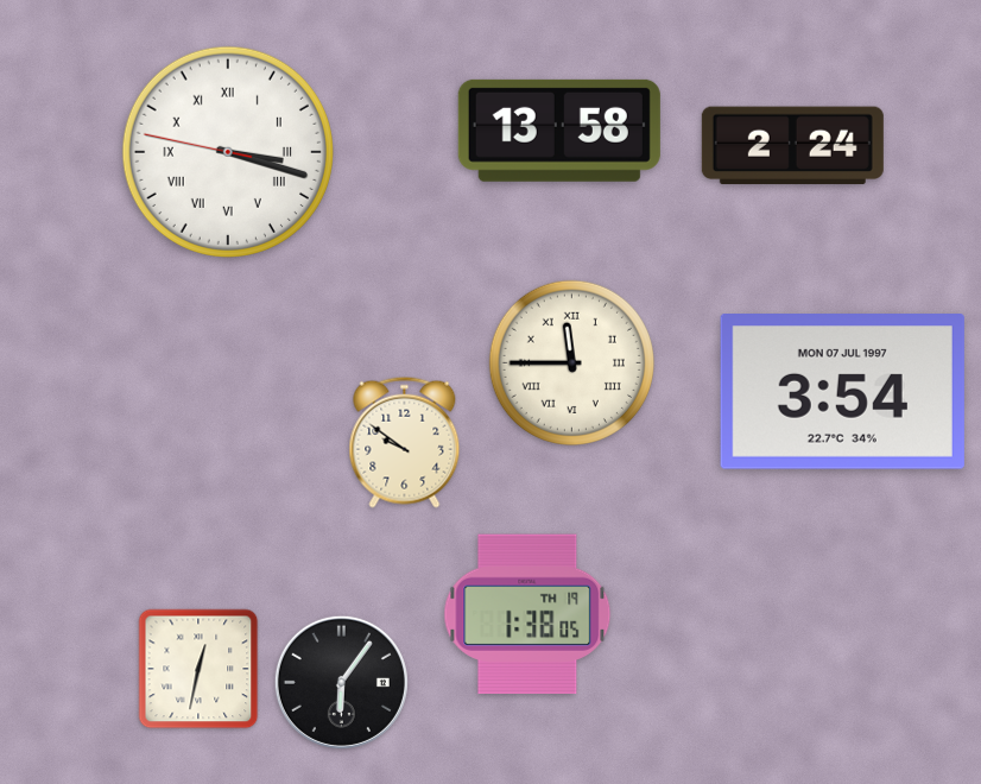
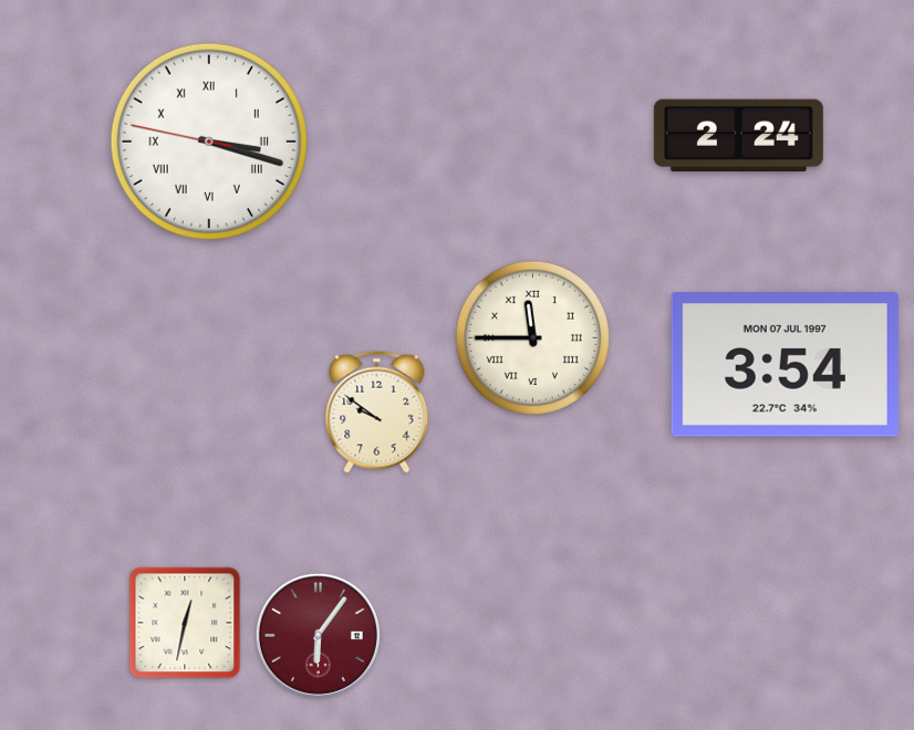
clock at (559, 131): 13:58 -> none
clock at (228, 152) position: (228, 152) -> (209, 142)
clock at (527, 614): 1:38 -> none
clock at (341, 682) dial: black -> burgundy
